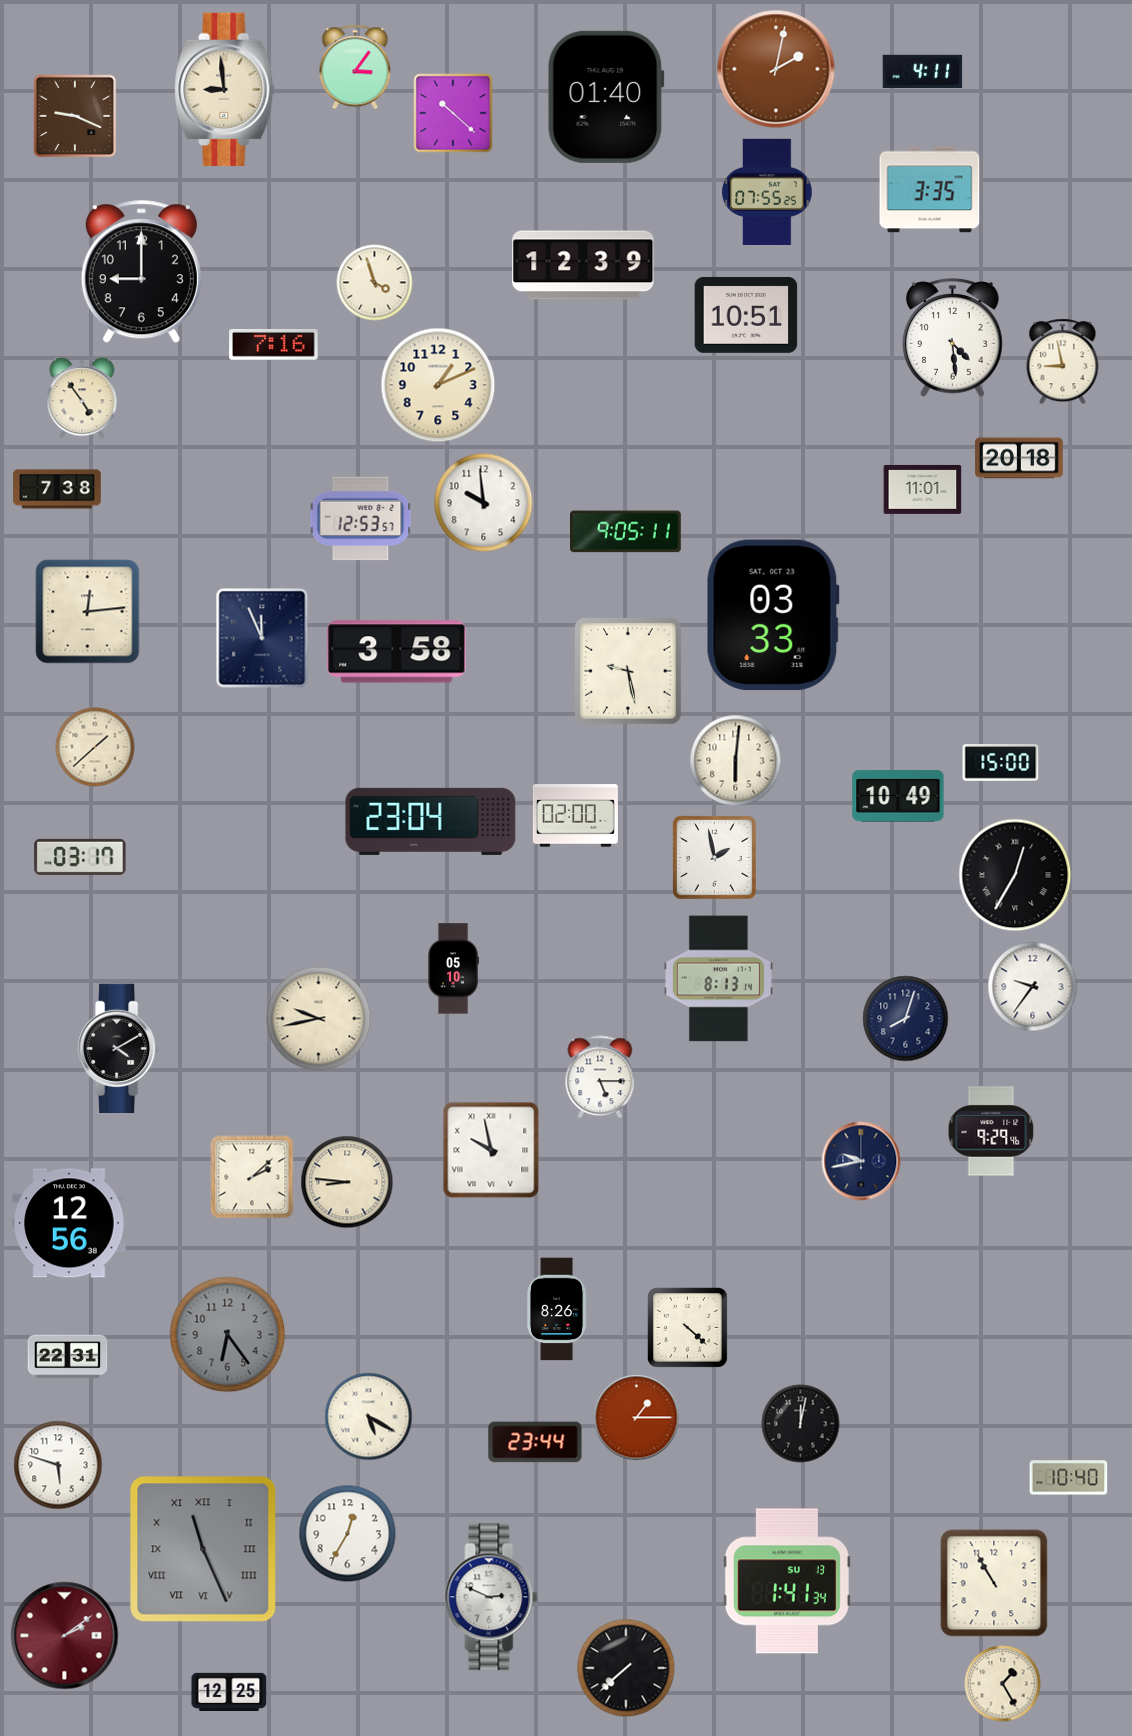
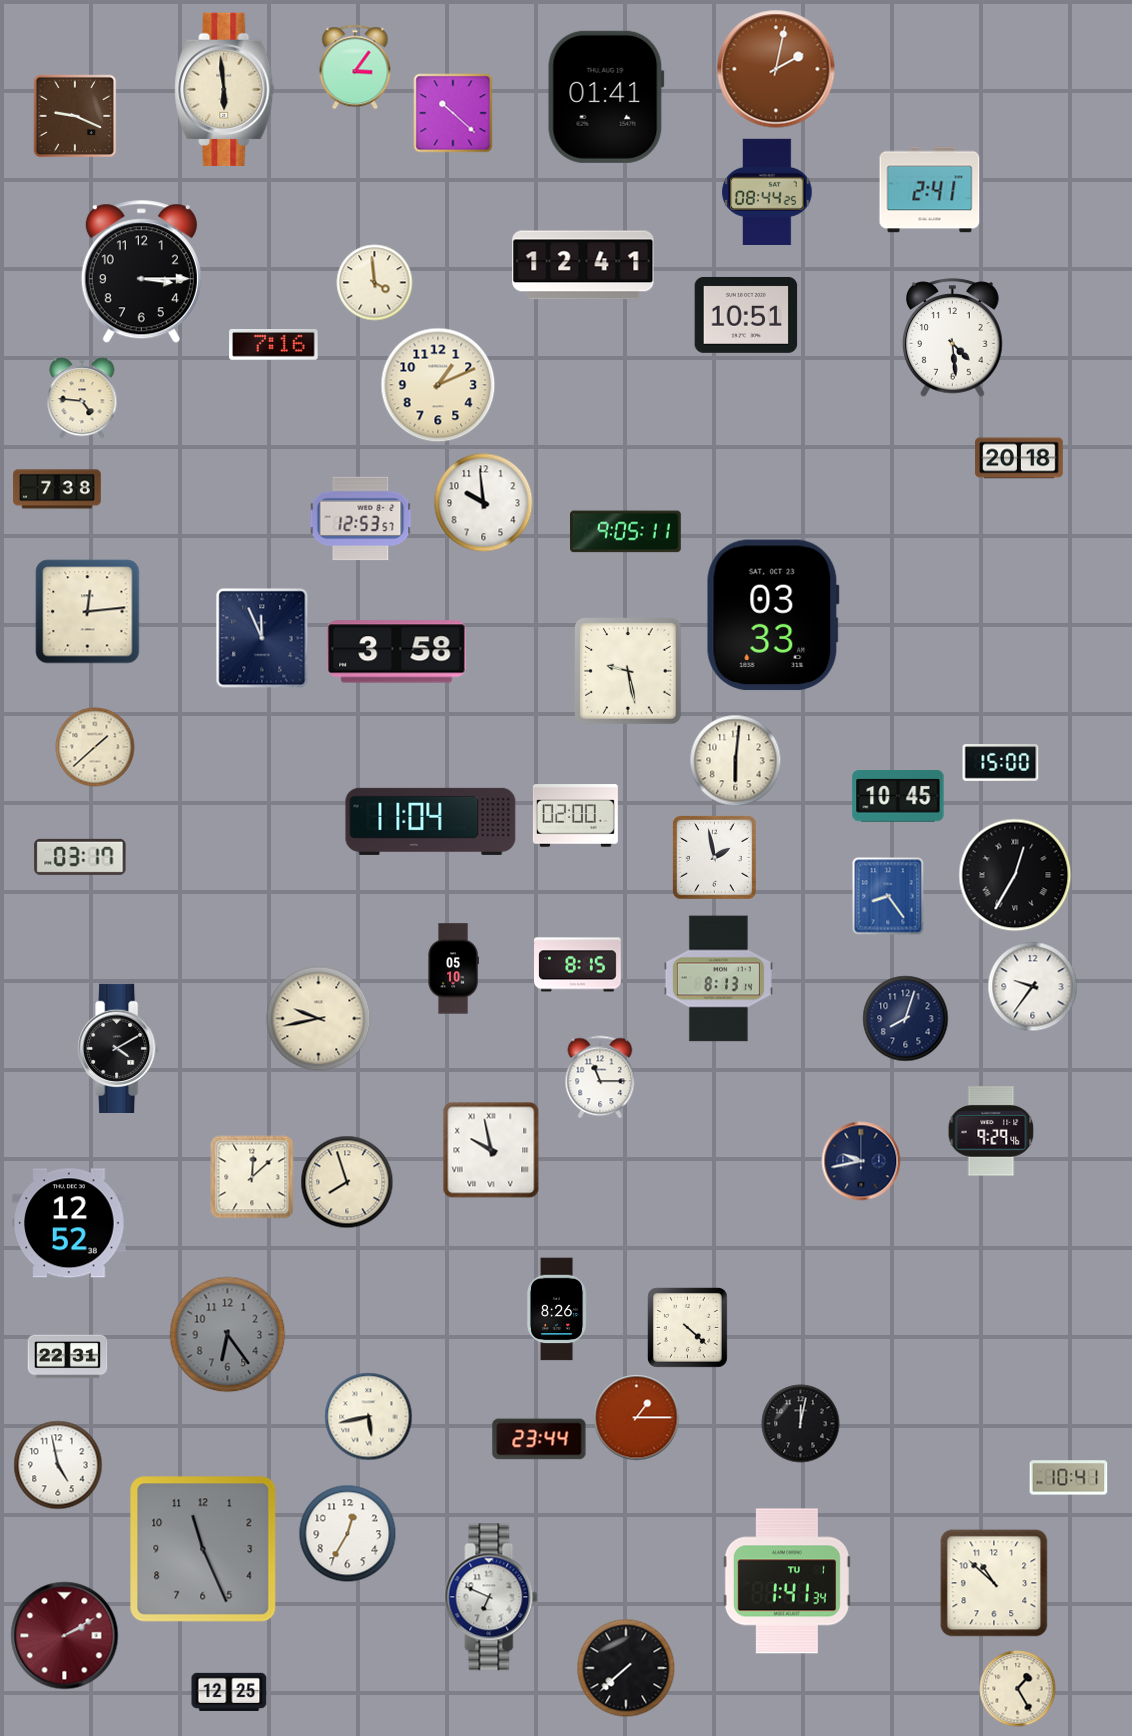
clock at (923, 71): 4:11 -> none
clock at (225, 89): 8:59 -> 5:59
clock at (606, 97): 01:40 -> 01:41
clock at (930, 190): 3:35 -> 2:41
clock at (767, 192): 07:55 -> 08:44
clock at (583, 265): 12:39 -> 12:41
clock at (141, 272): 9:00 -> 3:15
clock at (375, 283): 3:57 -> 3:59
clock at (1063, 362): 8:58 -> none
clock at (82, 398): 4:54 -> 4:46
clock at (923, 489): 11:01 -> none
clock at (898, 796): 10:49 -> 10:45
clock at (431, 821): 23:04 -> 11:04
clock at (888, 896): none -> 8:24
clock at (578, 965): none -> 8:15
clock at (600, 1077): 5:15 -> 11:15
clock at (252, 1177): 2:08 -> 12:08
clock at (347, 1182): 8:46 -> 7:57
clock at (69, 1223): 12:56 -> 12:52
clock at (369, 1417): 5:20 -> 5:43
clock at (535, 1442) position: (535, 1442) -> (539, 1439)
clock at (58, 1465): 5:48 -> 4:58
clock at (1069, 1478): 10:40 -> 10:41
clock at (203, 1549) numerals: Roman -> Arabic
clock at (787, 1581) date: SU 13 -> TU 1
clock at (994, 1583): 10:55 -> 10:52
clock at (491, 1597): 2:49 -> 6:49
clock at (65, 1636): 2:09 -> 2:10
clock at (1003, 1684) position: (1003, 1684) -> (1018, 1689)
